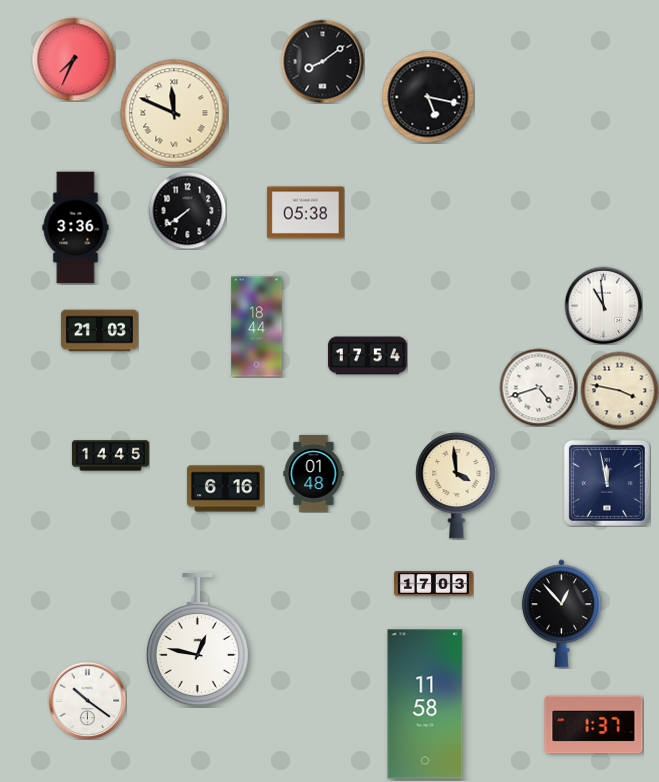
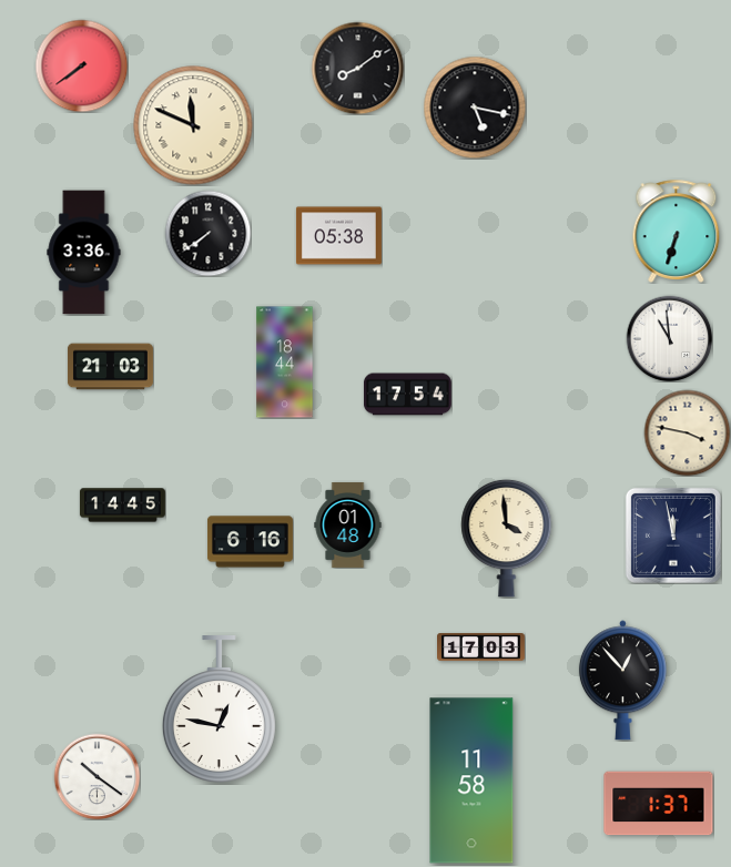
clock at (73, 59): 7:34 -> 7:39
clock at (677, 231): none -> 6:33
clock at (538, 387): 4:42 -> none
